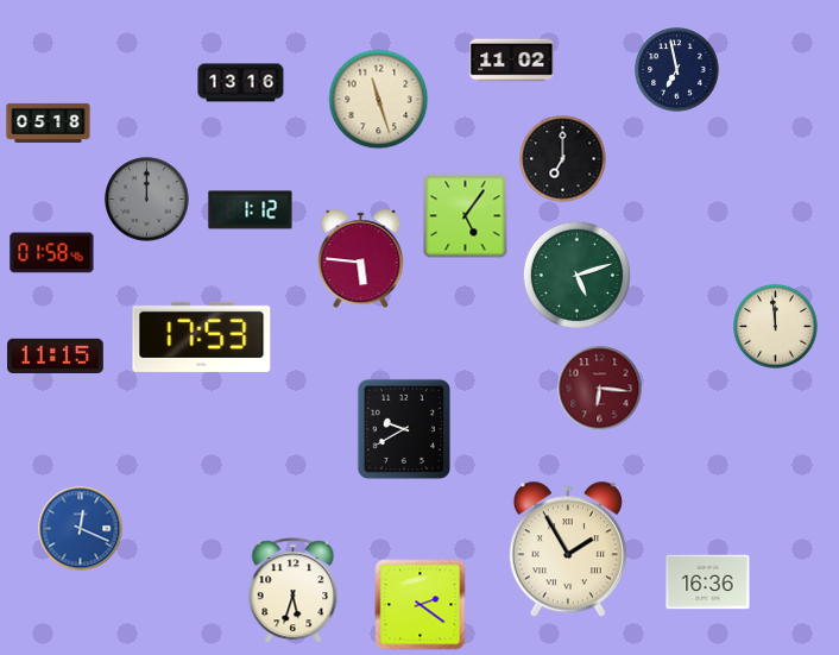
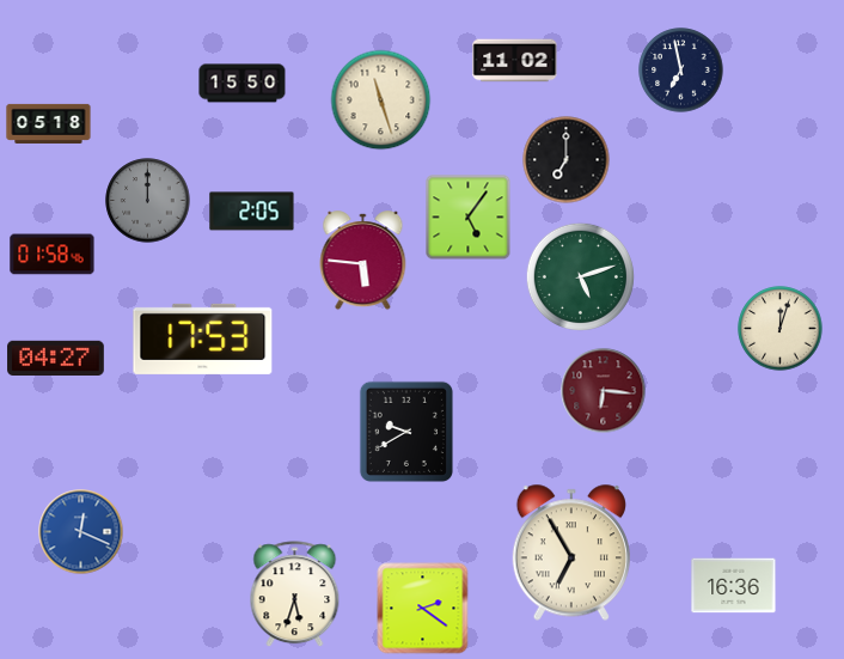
clock at (241, 83): 13:16 -> 15:50
clock at (251, 210): 1:12 -> 2:05
clock at (776, 327): 11:59 -> 12:03
clock at (56, 357): 11:15 -> 04:27
clock at (568, 549): 1:55 -> 6:55
clock at (708, 582) position: (708, 582) -> (734, 586)
